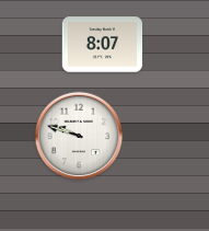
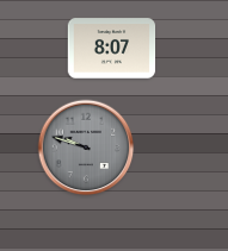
clock at (79, 136) dial: white -> grey
